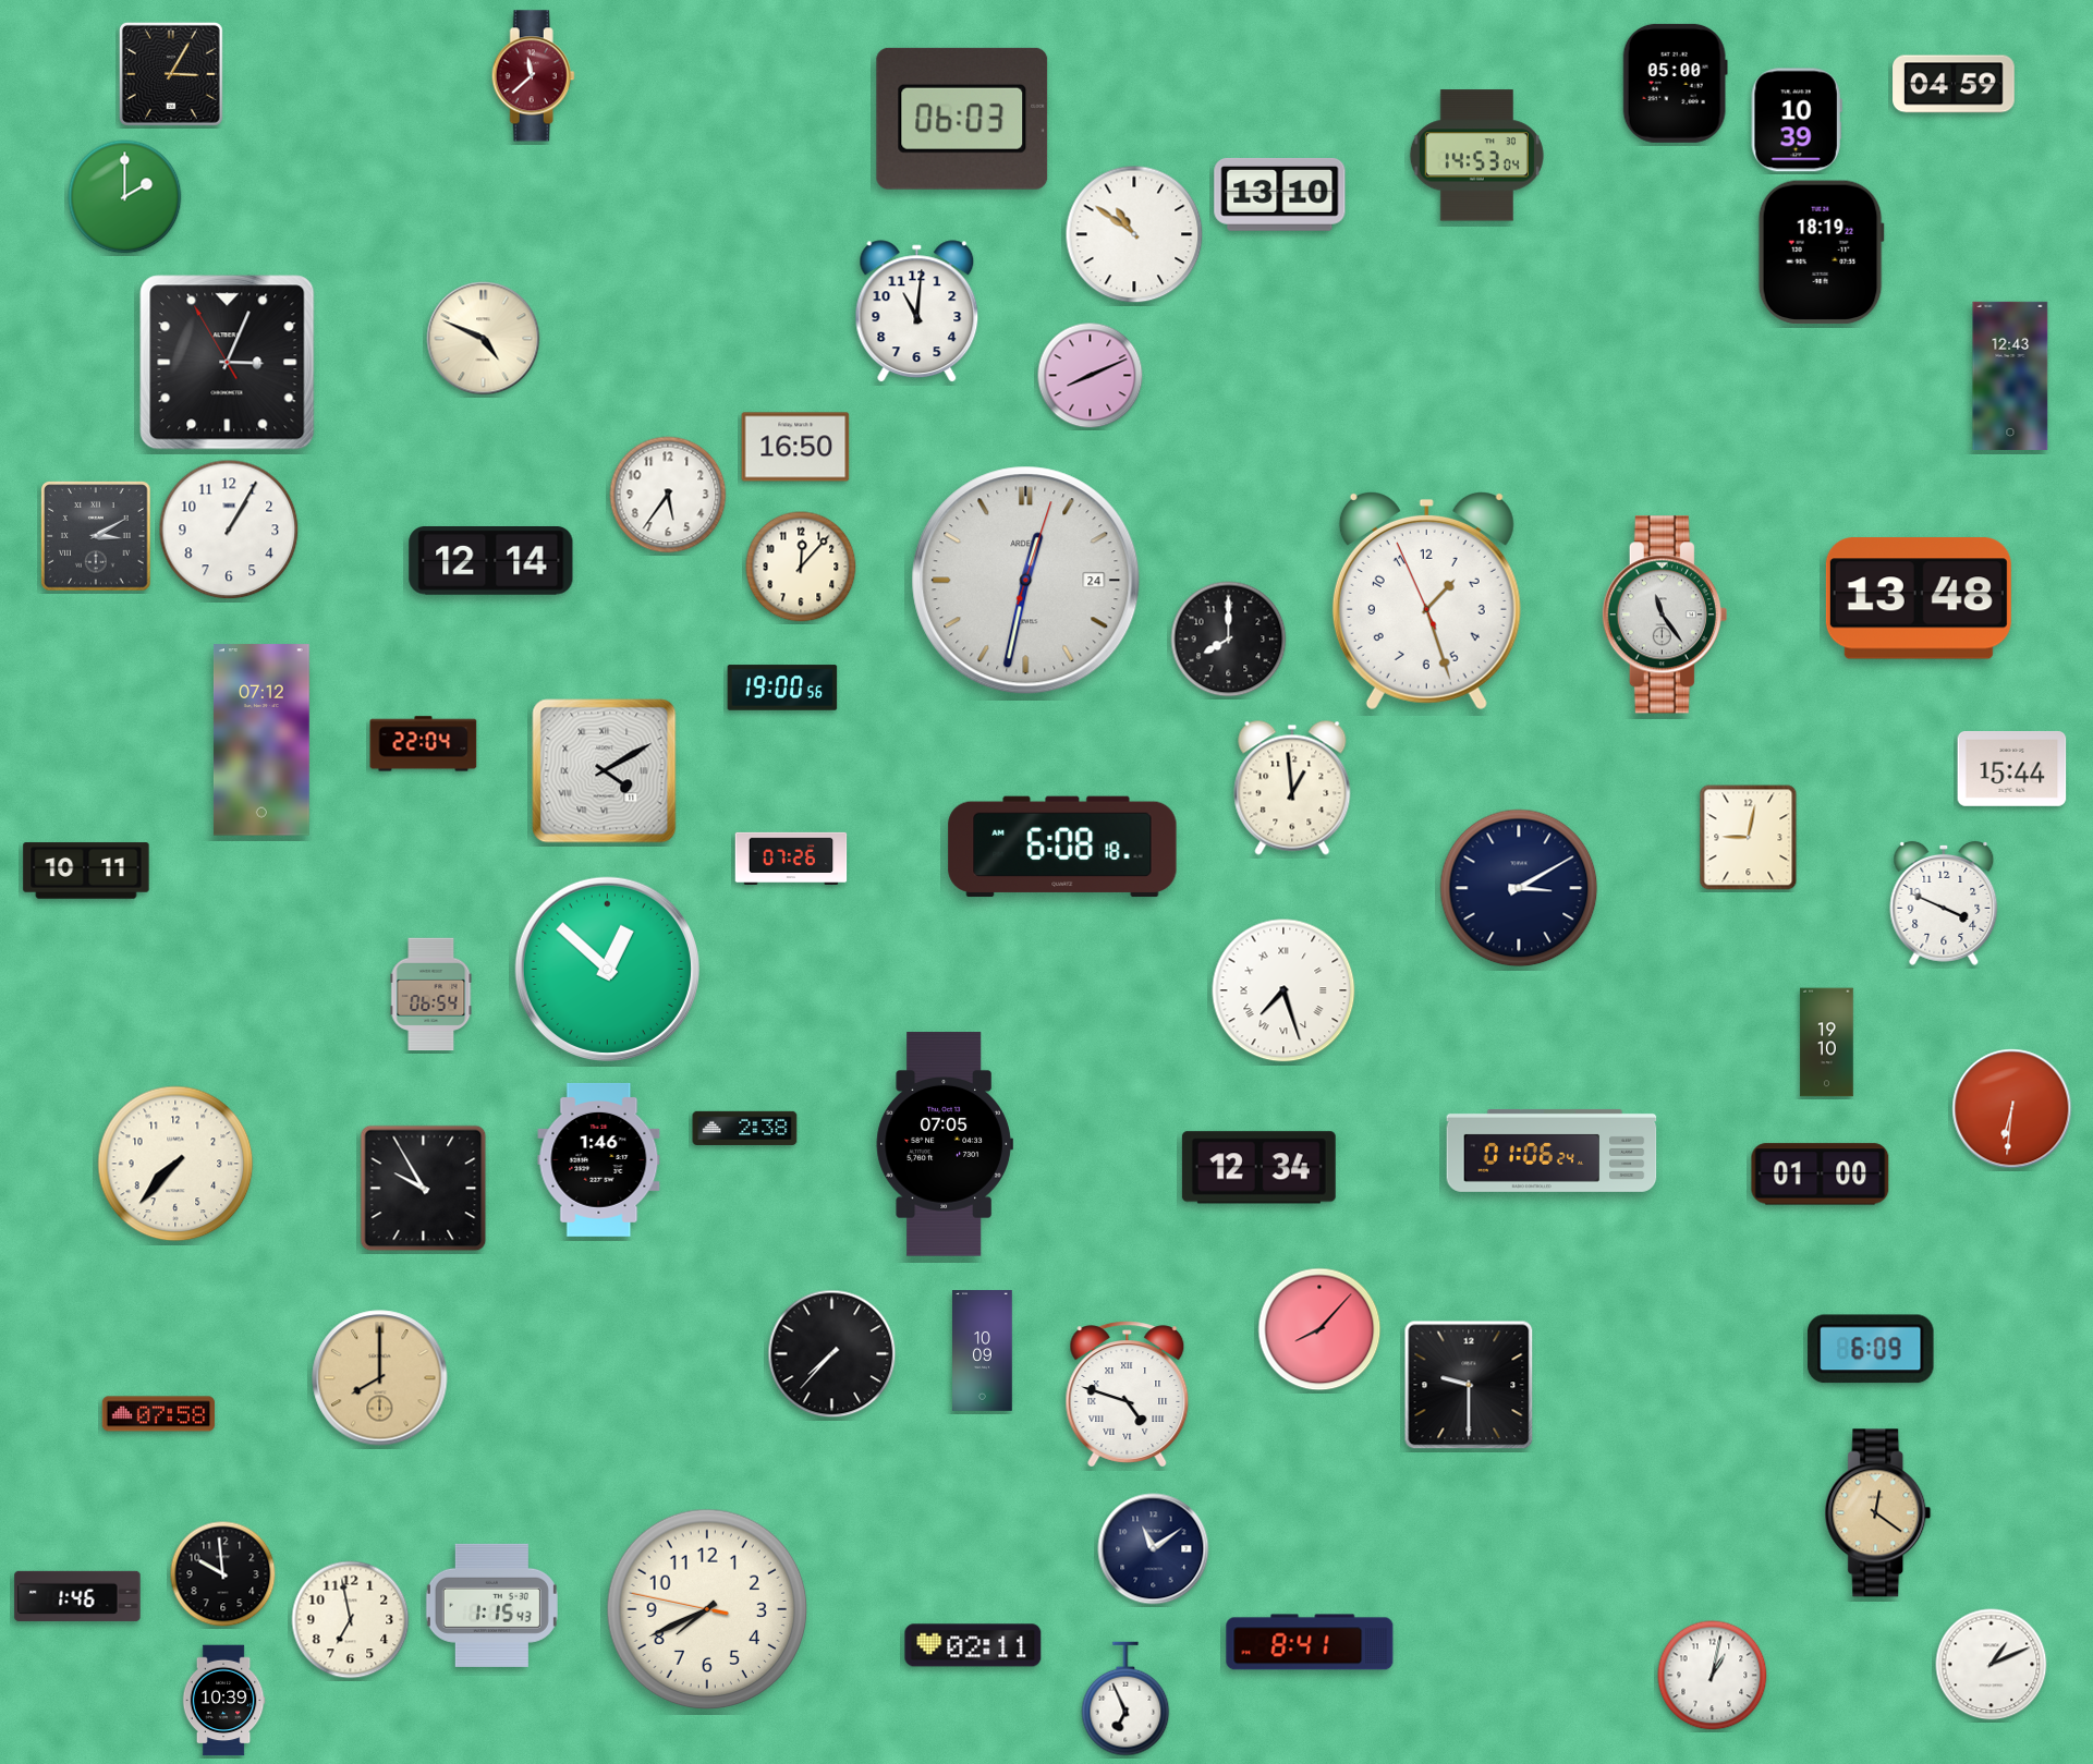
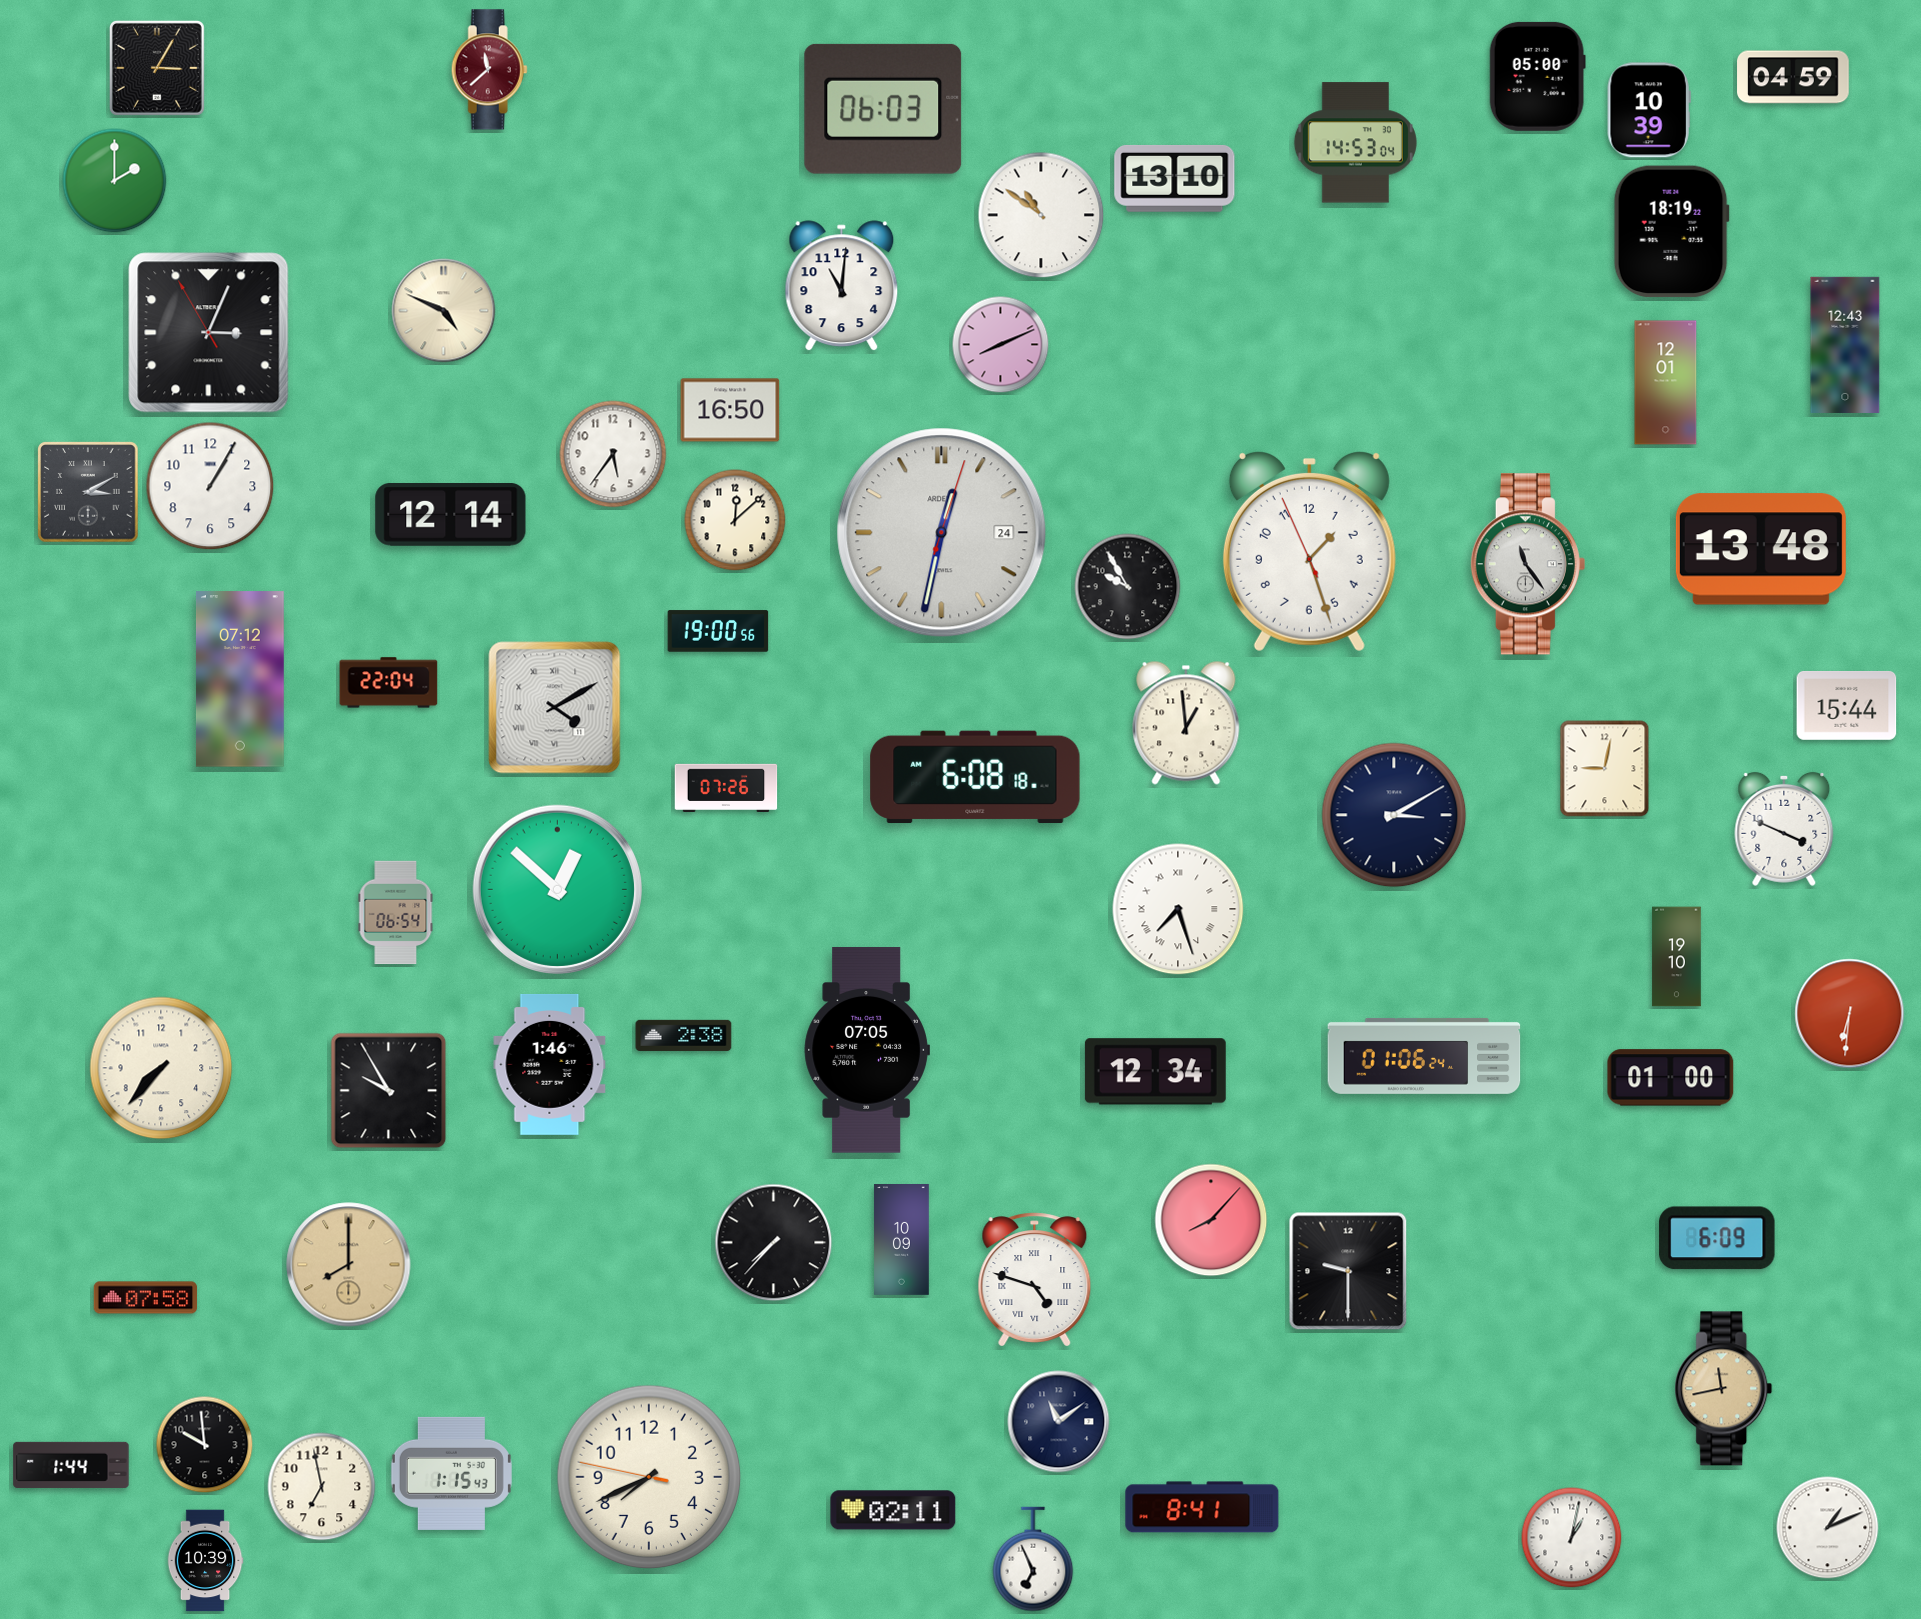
clock at (1666, 383): none -> 12:01
clock at (801, 567): 12:07 -> 12:08
clock at (1229, 640): 8:00 -> 9:55
clock at (86, 871): 10:11 -> none
clock at (2012, 1109) position: (2012, 1109) -> (1850, 1014)
clock at (832, 1354) position: (832, 1354) -> (774, 1243)
clock at (1878, 1513): 12:21 -> 11:43
clock at (77, 1596): 1:46 -> 1:44
